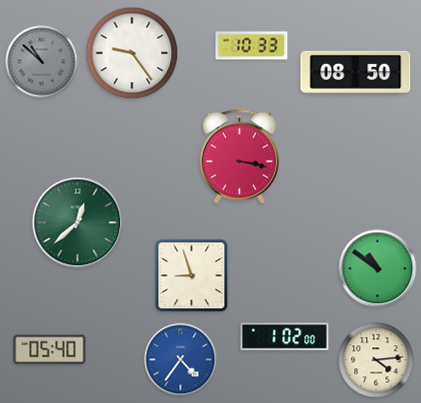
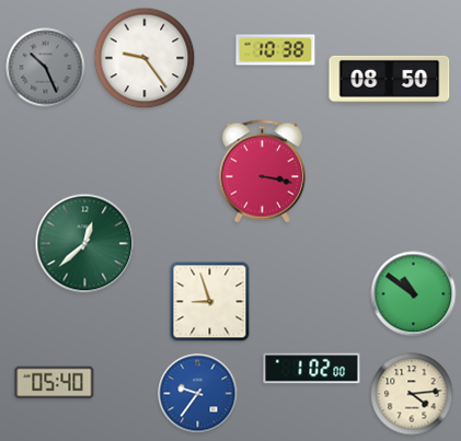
clock at (252, 46): 10:33 -> 10:38
clock at (42, 62): 10:52 -> 10:26
clock at (181, 360): 4:36 -> 9:36
